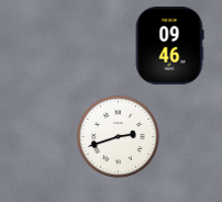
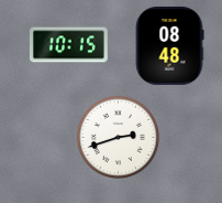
clock at (68, 45): none -> 10:15
clock at (169, 45): 09:46 -> 08:48
